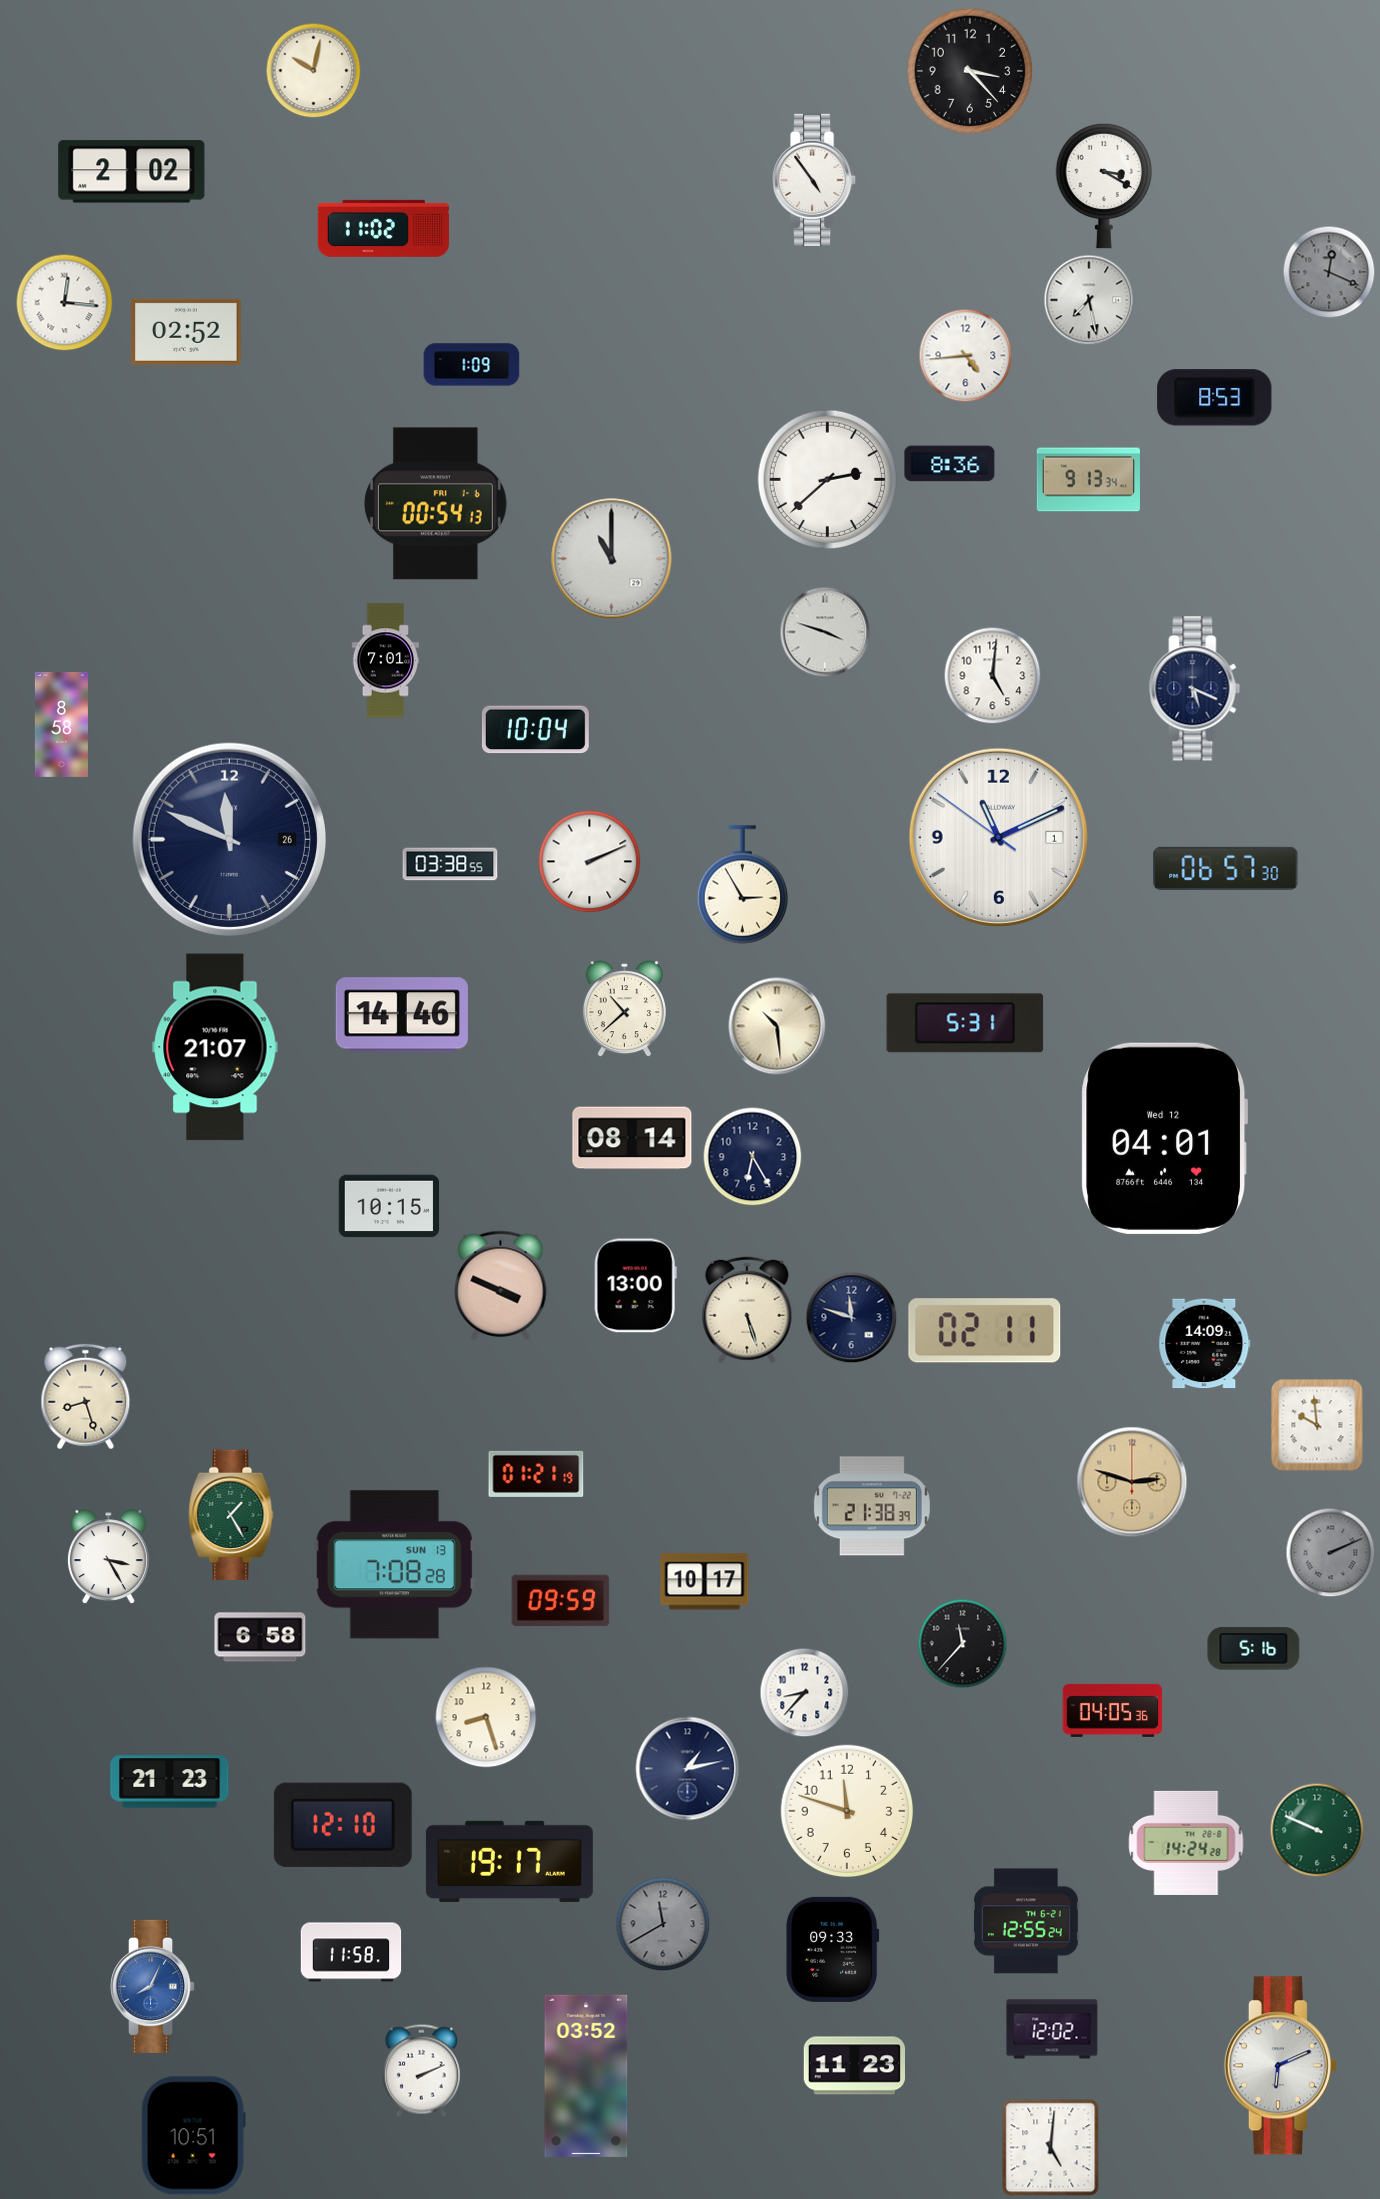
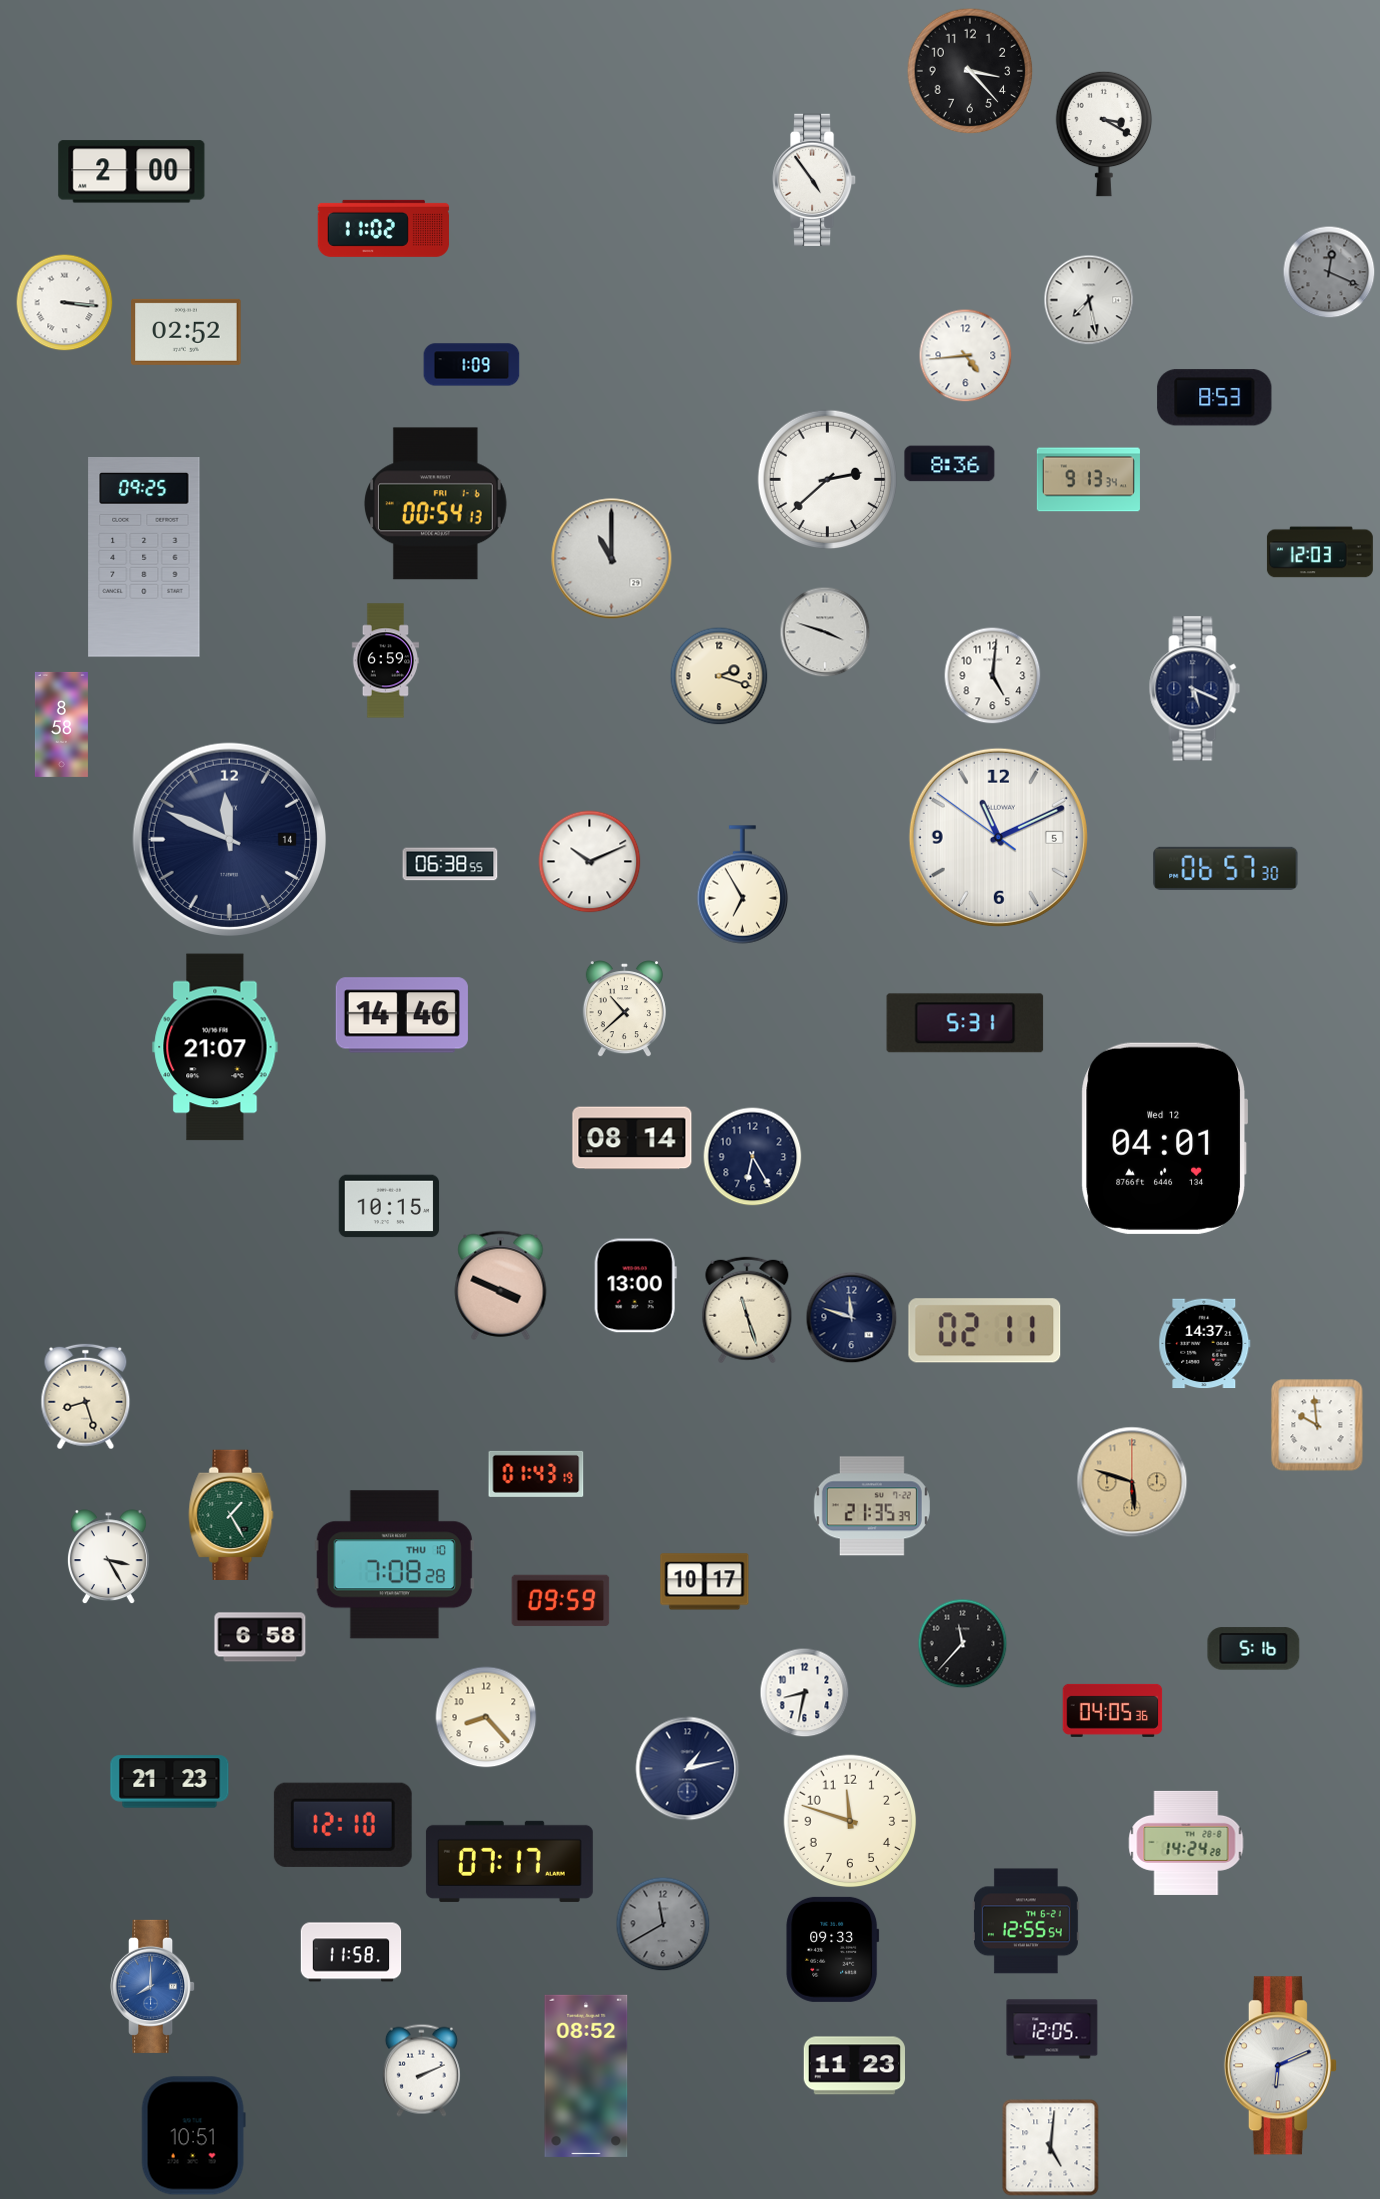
clock at (314, 71): 10:02 -> none
clock at (132, 172): 2:02 -> 2:00
clock at (1104, 186) position: (1104, 186) -> (1104, 134)
clock at (65, 303): 12:16 -> 3:16
clock at (1320, 552): none -> 12:03
clock at (144, 558): none -> 09:25
clock at (385, 661): 7:01 -> 6:59
clock at (719, 676): none -> 2:18
clock at (535, 730): 10:04 -> none
clock at (998, 837) date: 1 -> 5
clock at (229, 839) date: 26 -> 14
clock at (590, 862): 2:11 -> 10:11
clock at (450, 864): 03:38 -> 06:38
clock at (743, 885): 2:55 -> 6:55
clock at (777, 1026): 10:29 -> none
clock at (747, 1310): 5:27 -> 11:27
clock at (1205, 1344): 14:09 -> 14:37
clock at (536, 1474): 01:21 -> 01:43
clock at (1132, 1482): 2:48 -> 5:48
clock at (872, 1506): 21:38 -> 21:35
clock at (1331, 1553): 2:11 -> none
clock at (394, 1565) date: SUN 13 -> THU 10
clock at (805, 1693): 8:37 -> 8:32
clock at (486, 1717): 8:27 -> 8:23
clock at (847, 1811) position: (847, 1811) -> (850, 1821)
clock at (1317, 1830): 9:49 -> none
clock at (509, 1861): 19:17 -> 07:17
clock at (1026, 1921): 12:55:24 -> 12:55:54
clock at (153, 1986): 8:04 -> 8:00
clock at (1052, 2029): 12:02 -> 12:05
clock at (586, 2076): 03:52 -> 08:52
